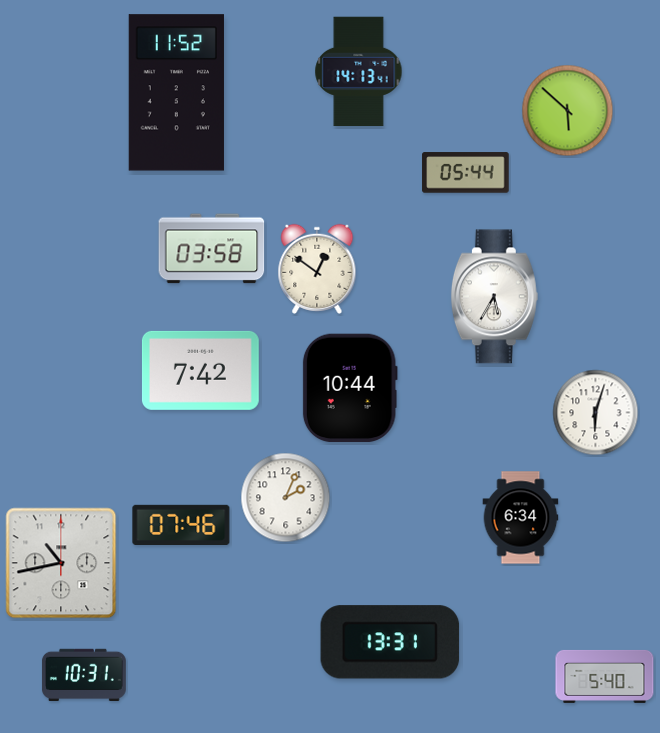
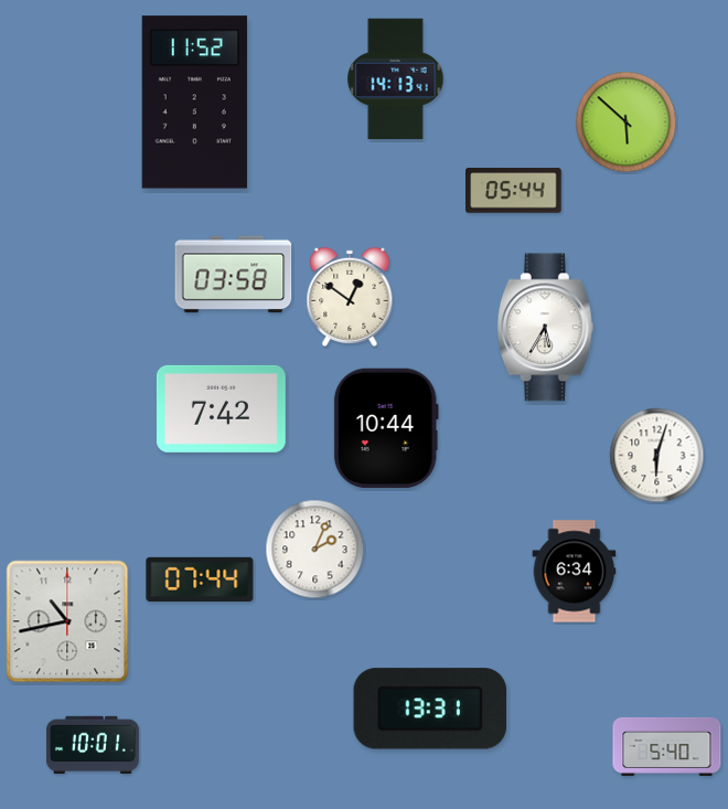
clock at (181, 524): 07:46 -> 07:44
clock at (84, 674): 10:31 -> 10:01
